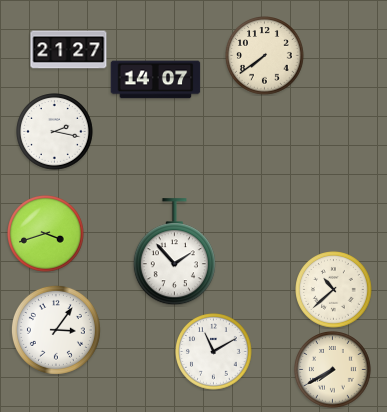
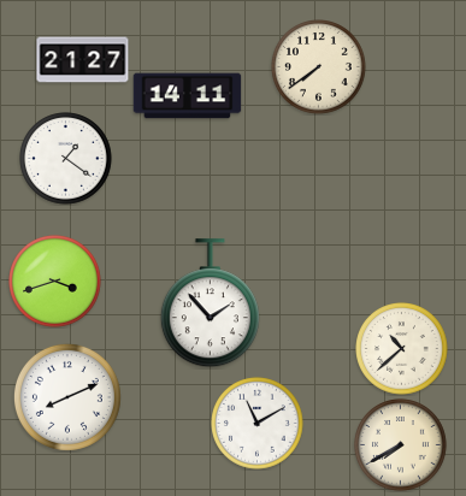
clock at (156, 80): 14:07 -> 14:11
clock at (55, 132): 2:17 -> 1:21
clock at (56, 330): 3:06 -> 8:11
